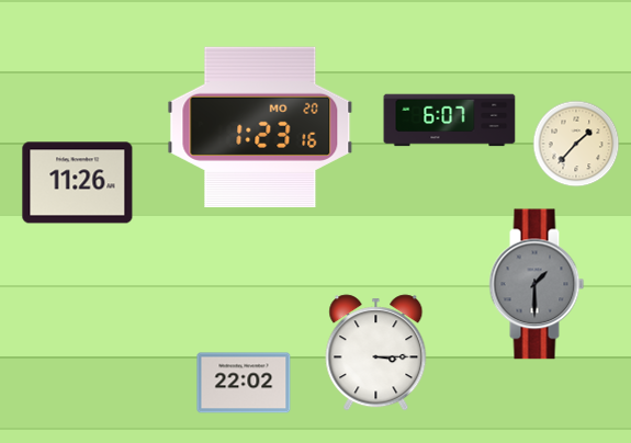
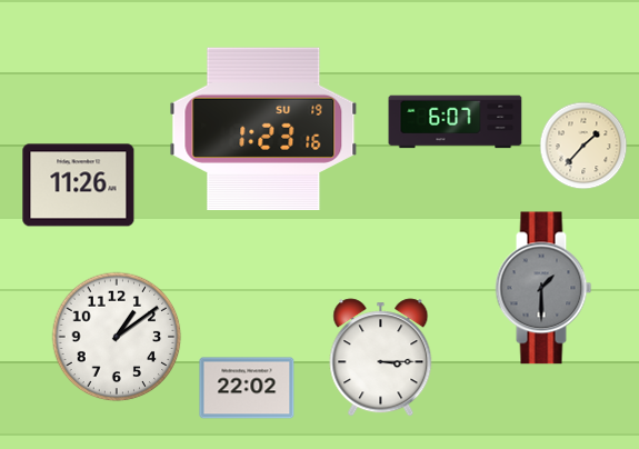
clock at (260, 126) date: MO 20 -> SU 19
clock at (117, 337): none -> 1:09
